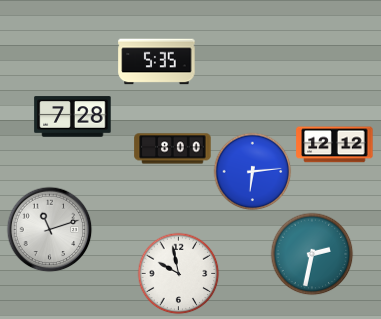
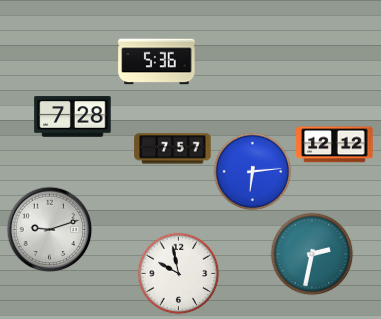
clock at (157, 62): 5:35 -> 5:36
clock at (173, 149): 8:00 -> 7:57
clock at (49, 229): 11:12 -> 9:12
